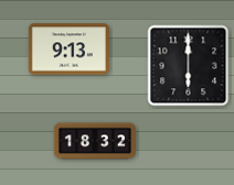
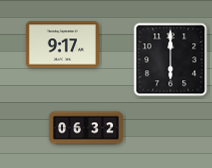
clock at (68, 50): 9:13 -> 9:17
clock at (95, 141): 18:32 -> 06:32
